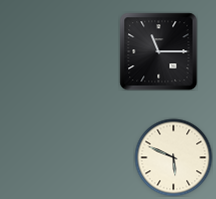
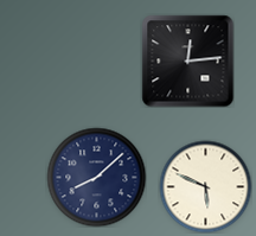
clock at (158, 51): 11:15 -> 12:14
clock at (96, 177): none -> 8:08
